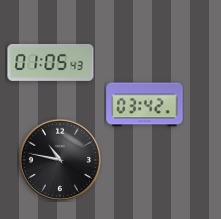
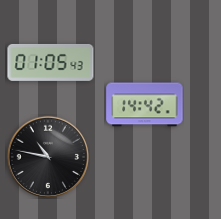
clock at (145, 105): 03:42 -> 14:42
clock at (60, 160) position: (60, 160) -> (48, 157)
